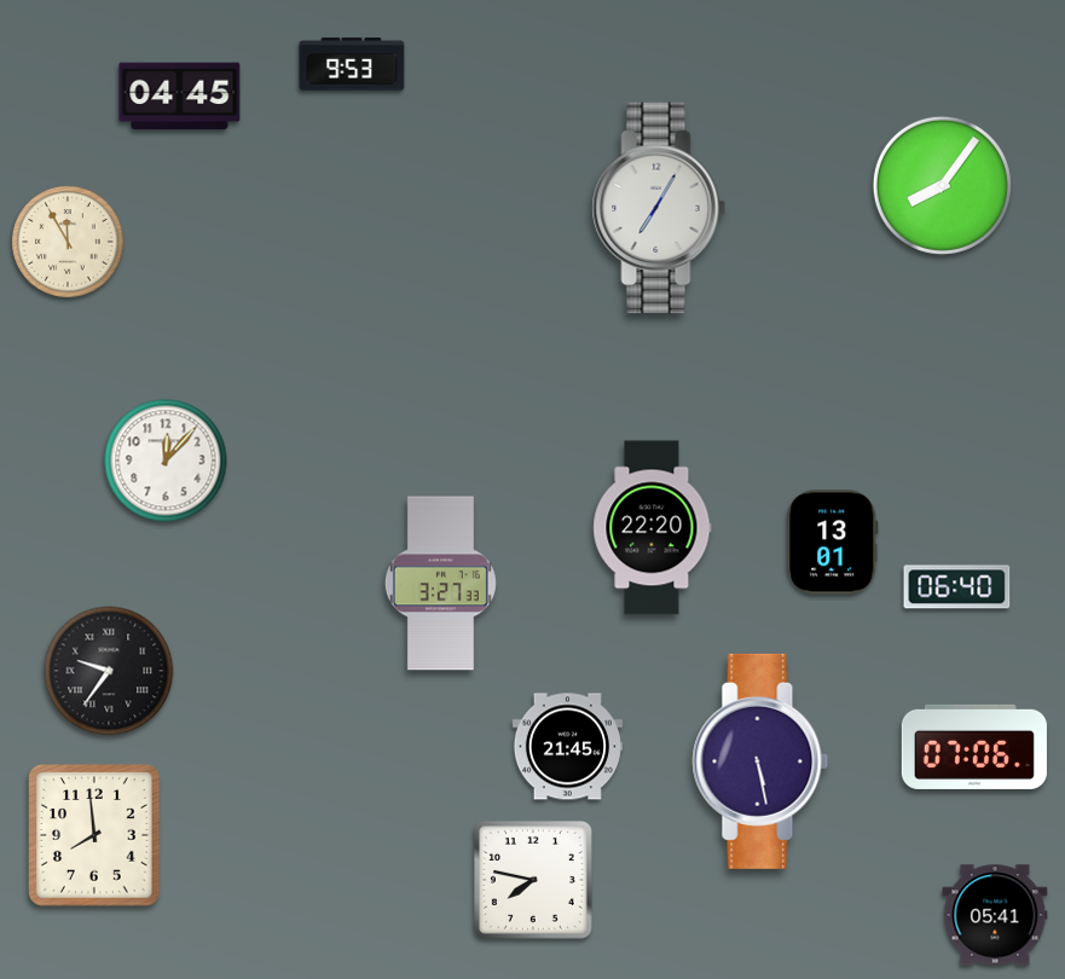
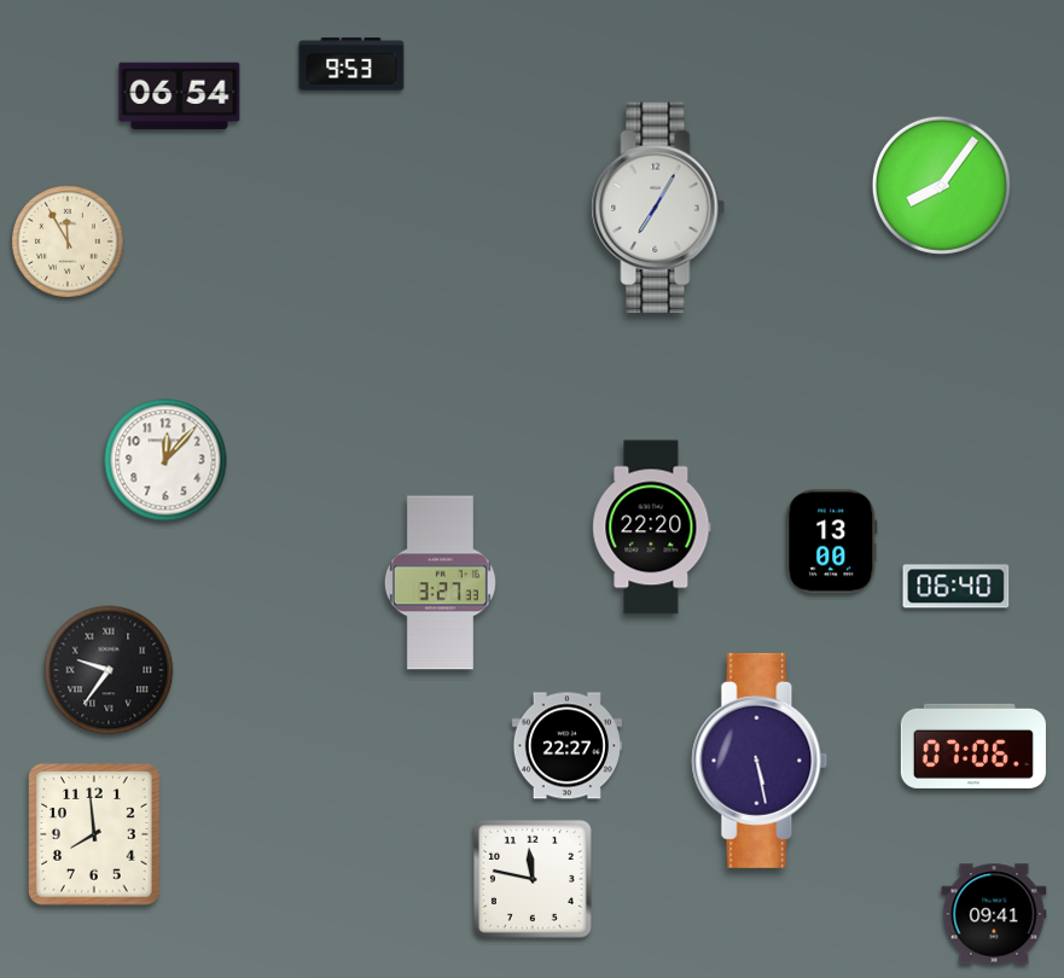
clock at (180, 97): 04:45 -> 06:54
clock at (833, 543): 13:01 -> 13:00
clock at (567, 747): 21:45 -> 22:27
clock at (533, 880): 7:47 -> 11:47
clock at (995, 915): 05:41 -> 09:41
